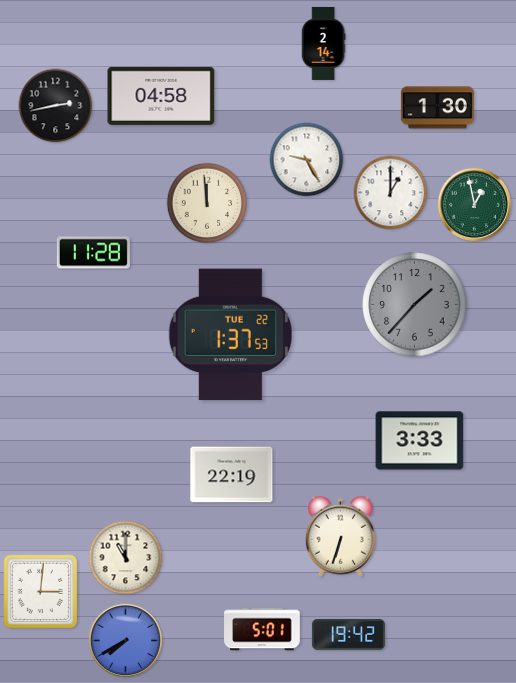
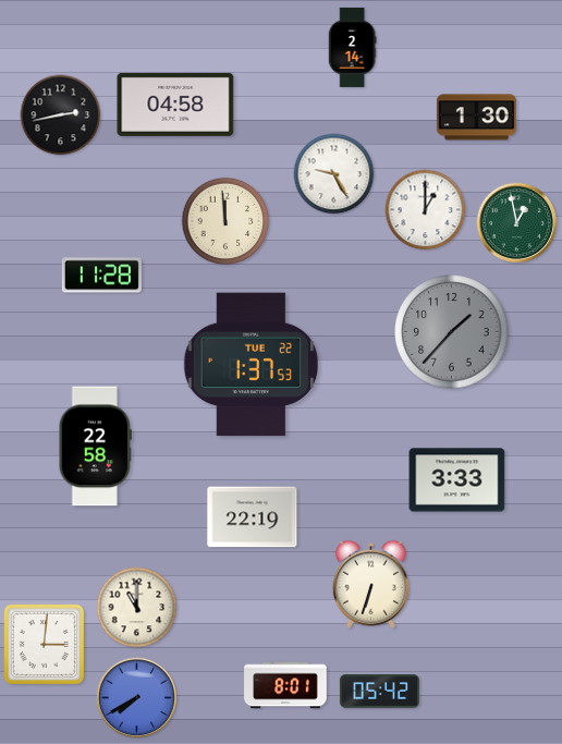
clock at (95, 447): none -> 22:58
clock at (262, 629): 5:01 -> 8:01
clock at (348, 635): 19:42 -> 05:42
